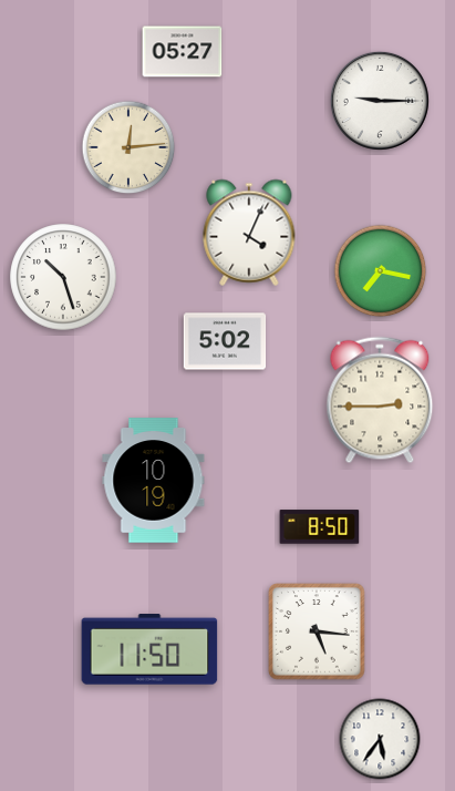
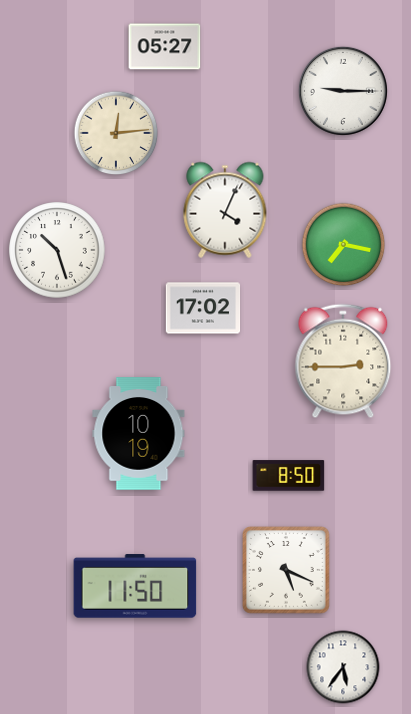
clock at (225, 341): 5:02 -> 17:02
clock at (317, 631): 5:16 -> 5:19
